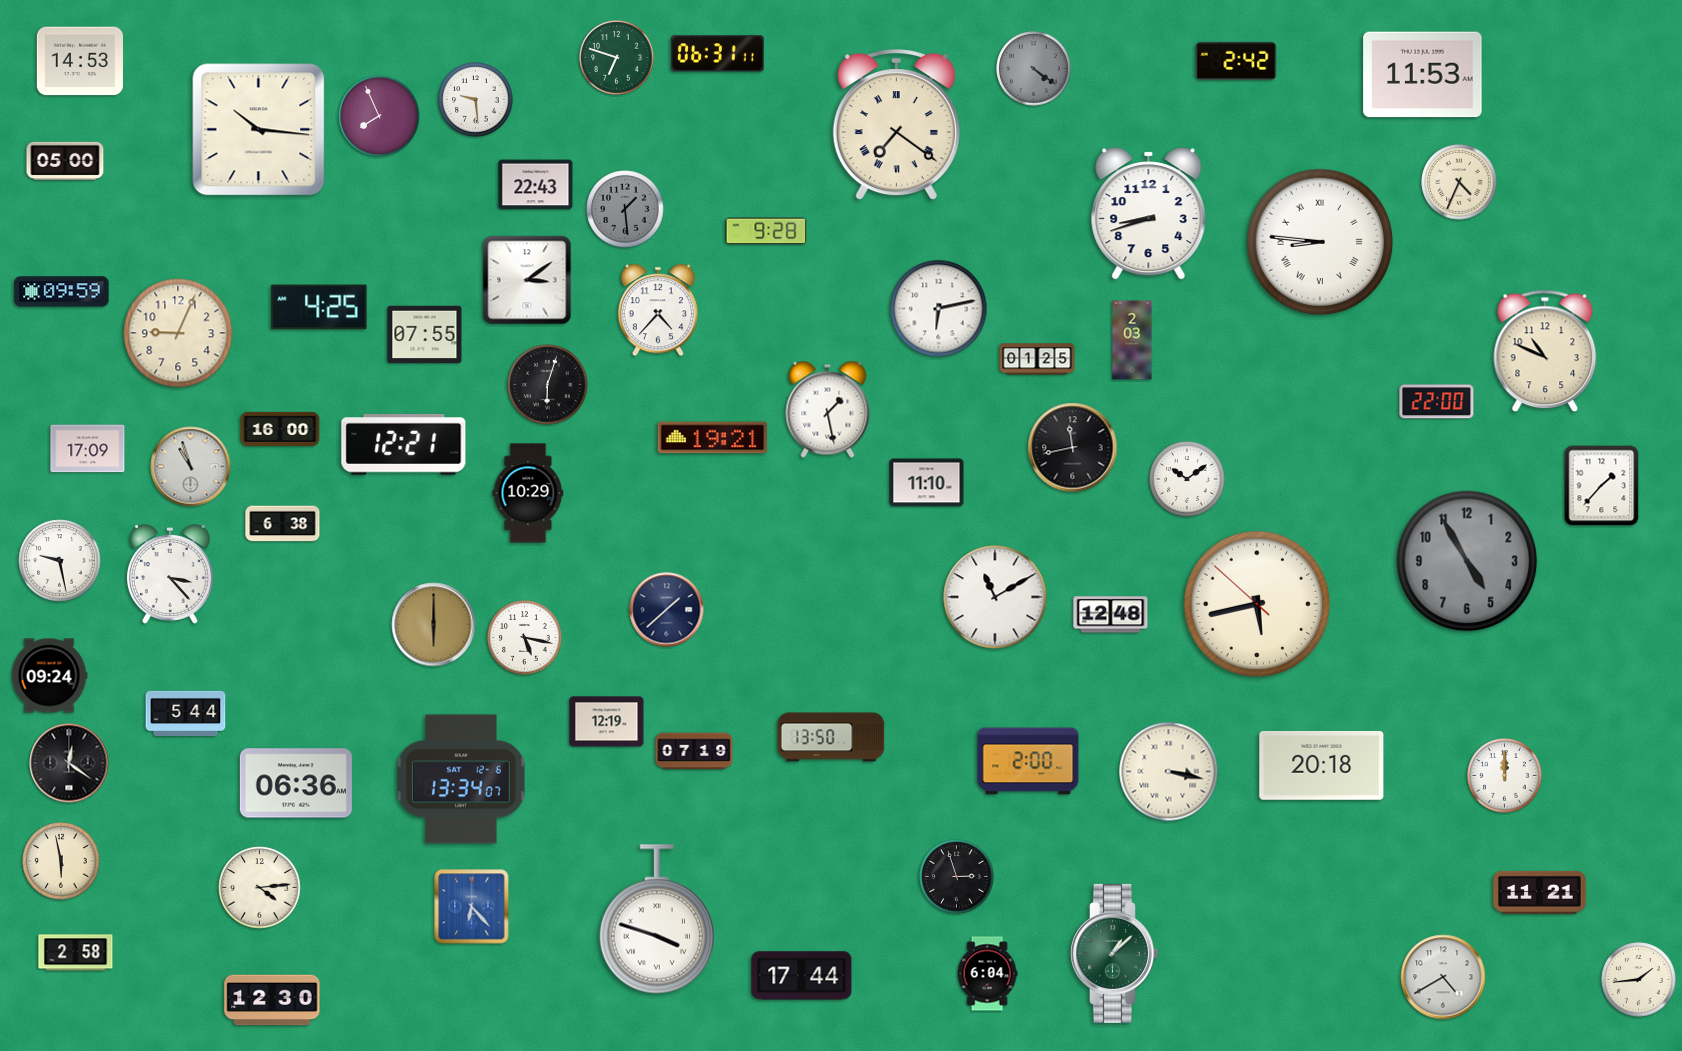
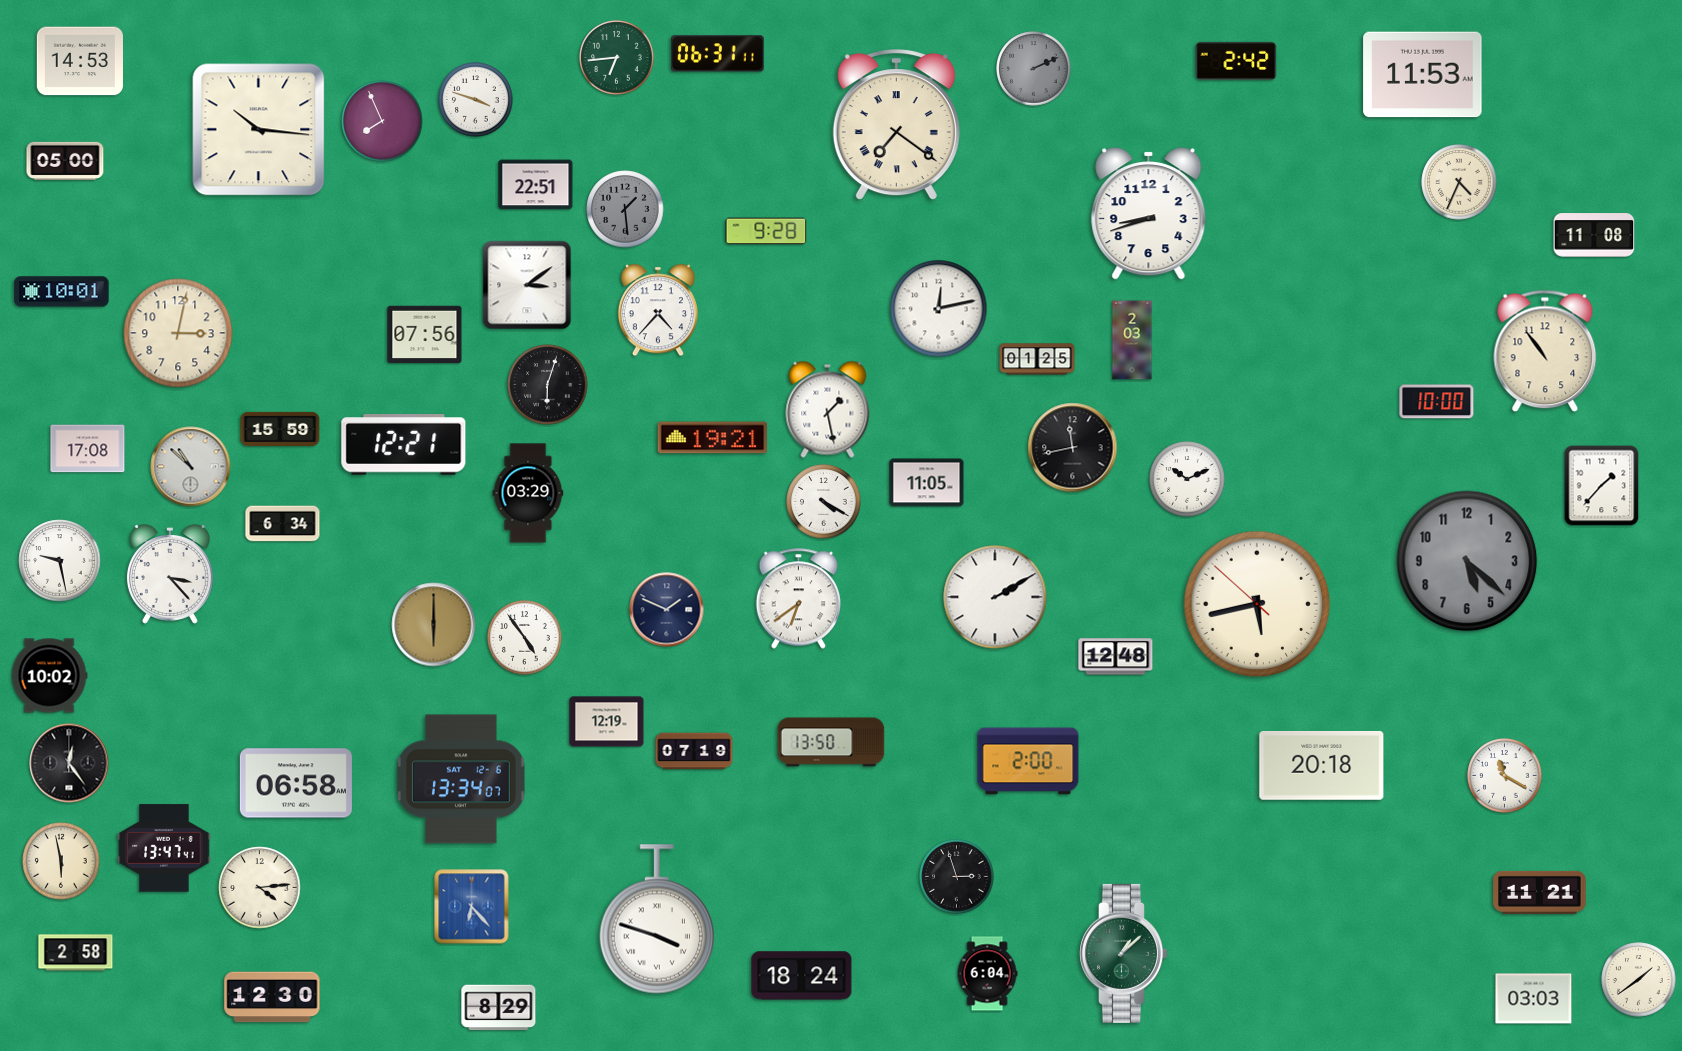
clock at (617, 58): 6:48 -> 6:44
clock at (1034, 69): 4:21 -> 2:11
clock at (476, 100): 9:29 -> 3:48
clock at (379, 116) position: (379, 116) -> (382, 121)
clock at (536, 185): 22:43 -> 22:51
clock at (1594, 235): none -> 11:08
clock at (1320, 242): 8:46 -> none
clock at (527, 280) position: (527, 280) -> (527, 285)
clock at (62, 292): 09:59 -> 10:01
clock at (319, 307): 4:25 -> none
clock at (939, 309): 6:13 -> 12:13
clock at (178, 333): 9:04 -> 3:02
clock at (425, 335): 07:55 -> 07:56
clock at (1545, 351): 10:49 -> 10:54
clock at (1437, 402): 22:00 -> 10:00
clock at (280, 429): 16:00 -> 15:59
clock at (88, 449): 17:09 -> 17:08
clock at (191, 467): 10:57 -> 10:52
clock at (1187, 479): 10:09 -> 10:11
clock at (927, 483): 11:10 -> 11:05
clock at (528, 493): 10:29 -> 03:29
clock at (824, 502): none -> 4:20
clock at (283, 524): 6:38 -> 6:34
clock at (1467, 561): 4:55 -> 5:22
clock at (995, 597): 11:10 -> 2:10
clock at (798, 599): none -> 6:39
clock at (667, 610): 1:38 -> 1:49
clock at (1111, 615) position: (1111, 615) -> (1116, 657)
clock at (525, 638): 5:17 -> 4:54
clock at (49, 676): 09:24 -> 10:02
clock at (186, 713): 5:44 -> none
clock at (831, 737) position: (831, 737) -> (831, 742)
clock at (69, 763): 12:21 -> 12:24
clock at (1169, 772): 3:17 -> none
clock at (1505, 776): 12:00 -> 11:20
clock at (296, 783): 06:36 -> 06:58
clock at (164, 848): none -> 13:47
clock at (1115, 953) position: (1115, 953) -> (1124, 953)
clock at (802, 976): 17:44 -> 18:24
clock at (1443, 977): 4:40 -> none
clock at (1639, 980): 1:44 -> 1:39
clock at (1534, 999): none -> 03:03
clock at (272, 1000) position: (272, 1000) -> (272, 997)
clock at (499, 1008): none -> 8:29
